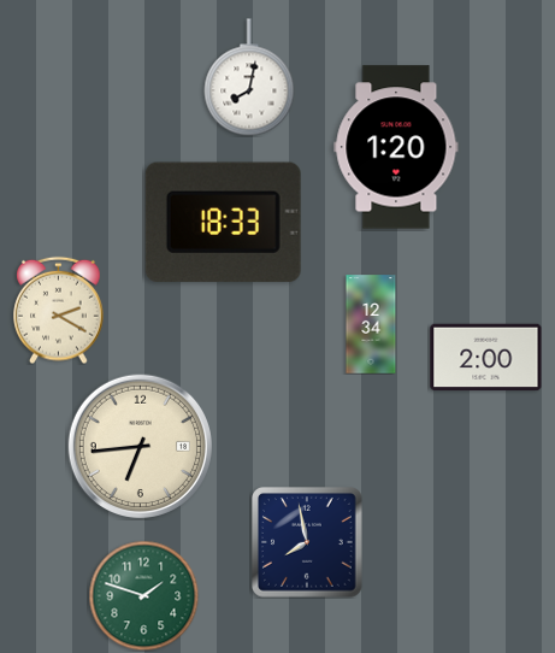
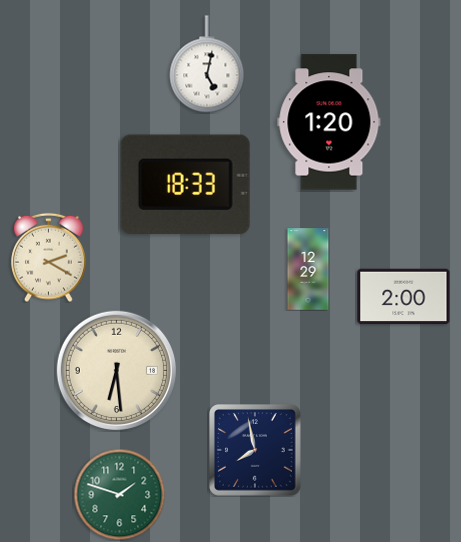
clock at (249, 77): 8:02 -> 5:02
clock at (371, 324): 12:34 -> 12:29
clock at (140, 446): 6:44 -> 6:29
